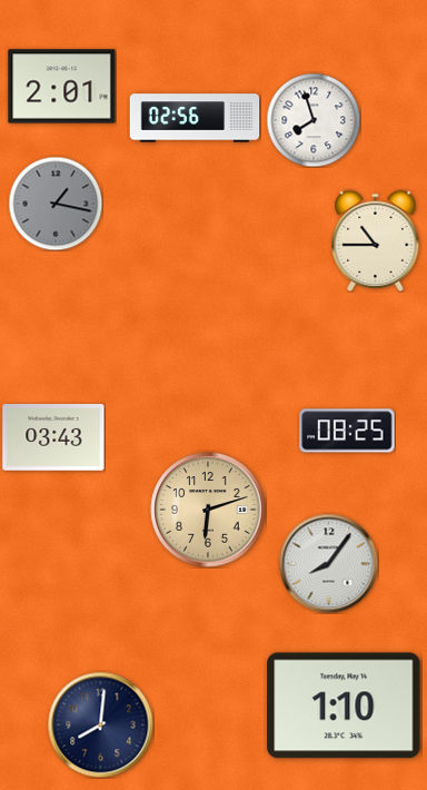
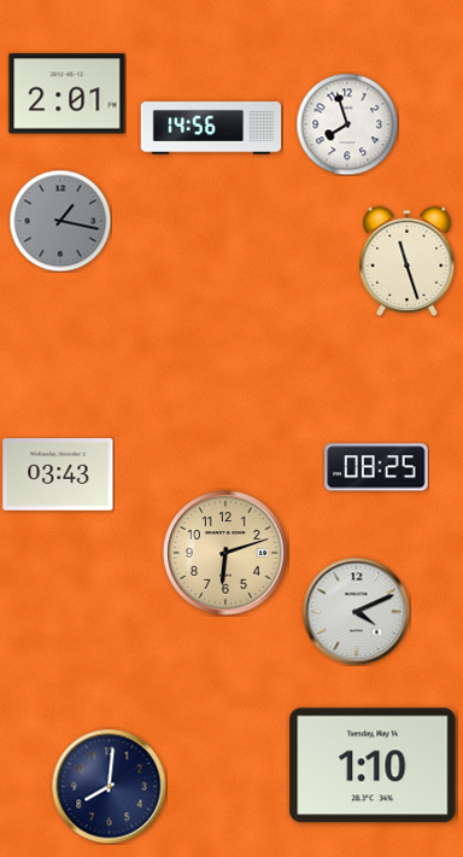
clock at (195, 118): 02:56 -> 14:56
clock at (314, 120) position: (314, 120) -> (347, 124)
clock at (376, 240): 10:45 -> 11:27
clock at (328, 563): 8:06 -> 4:11
